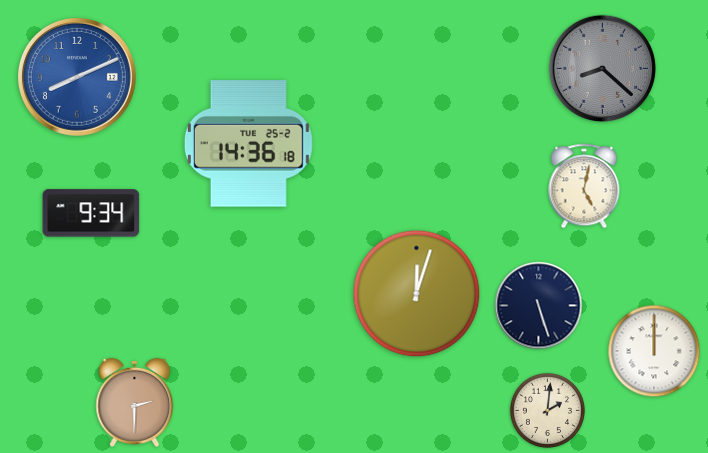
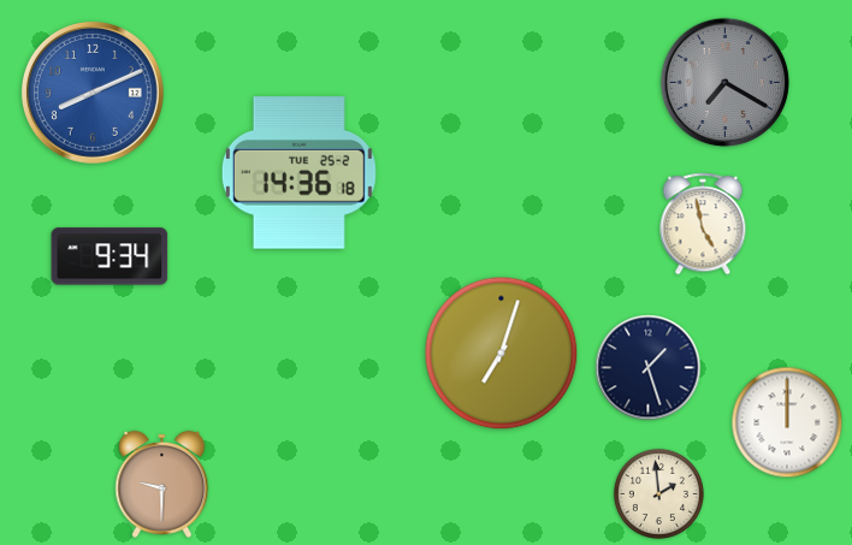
clock at (603, 69): 8:22 -> 7:20
clock at (584, 186): 5:02 -> 4:58
clock at (417, 294): 12:03 -> 7:03
clock at (539, 306): 5:27 -> 1:27
clock at (135, 402): 2:30 -> 9:30
clock at (547, 410): 2:01 -> 1:59
